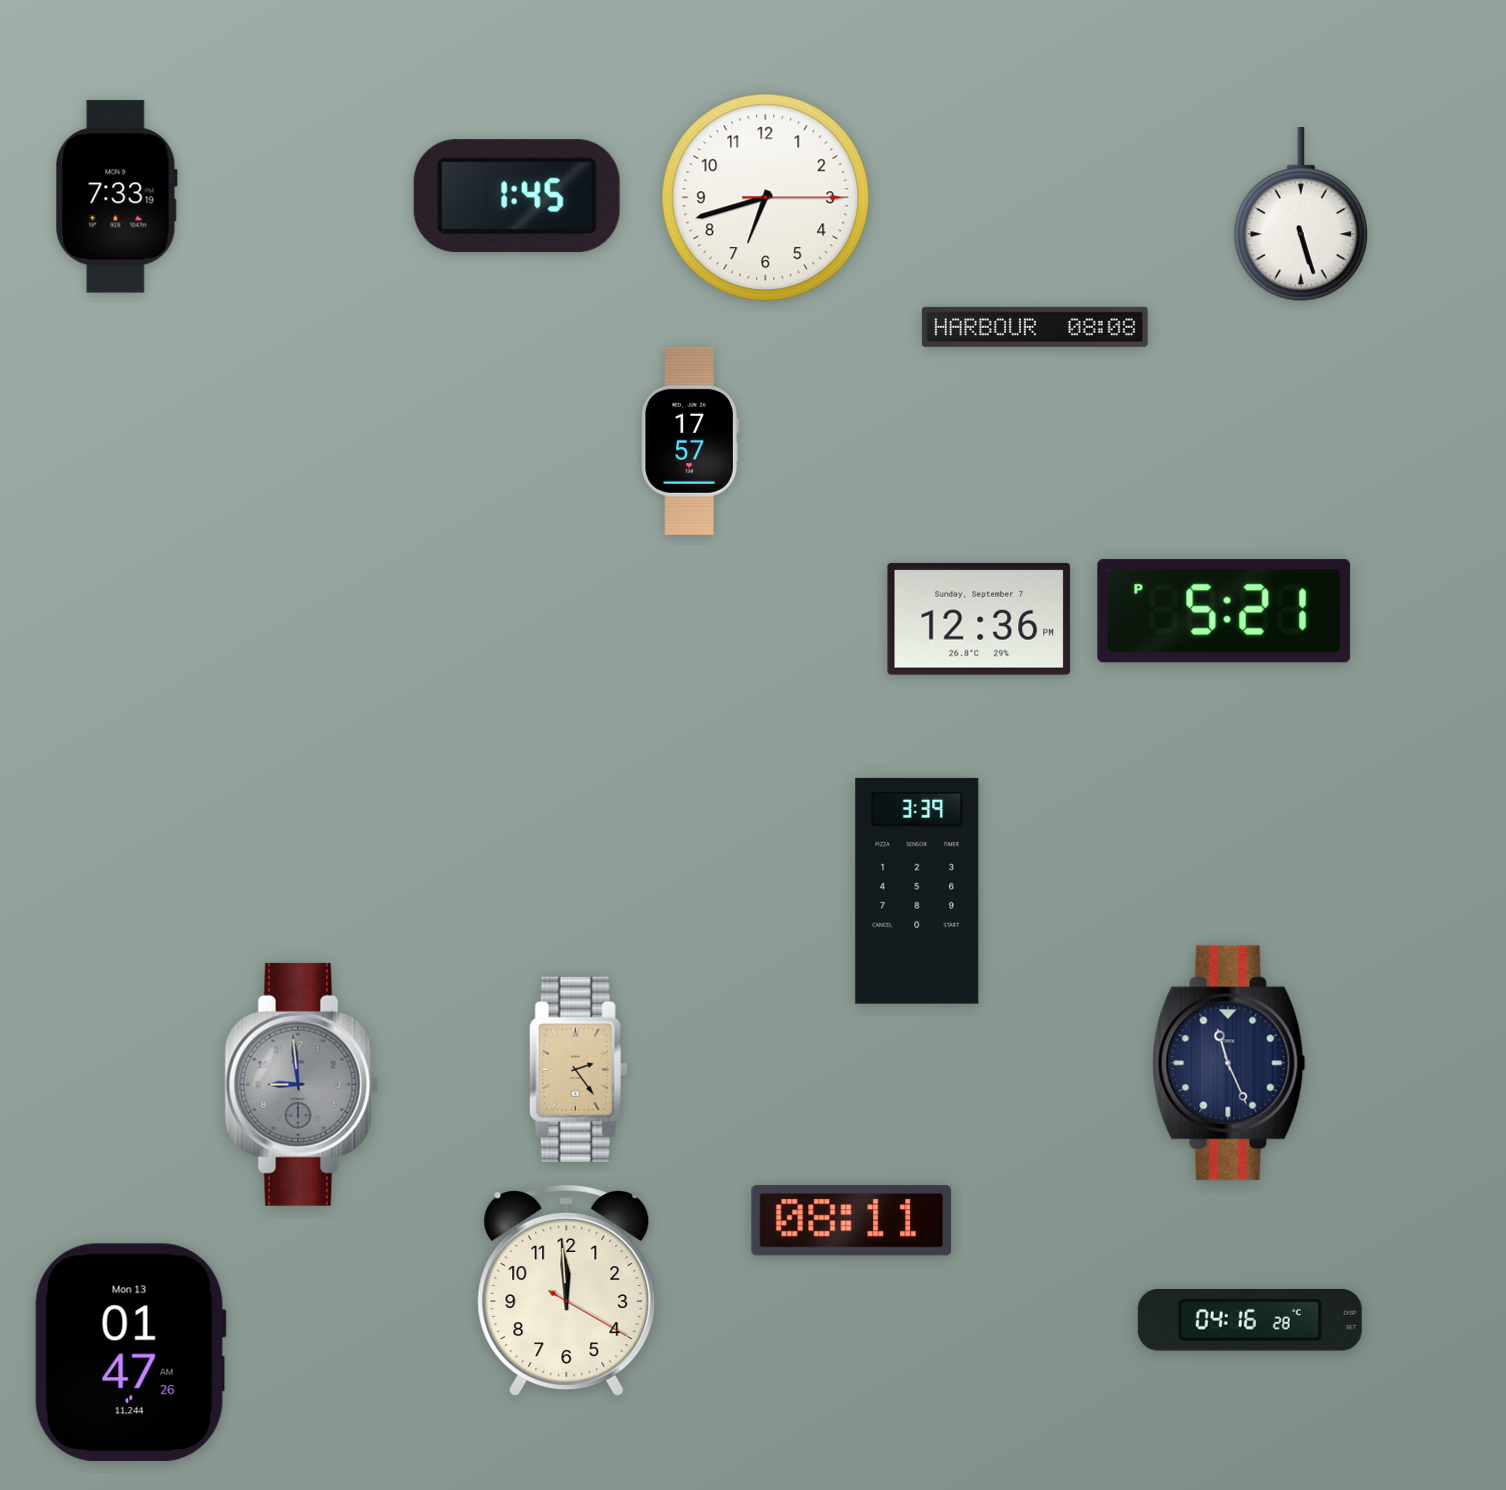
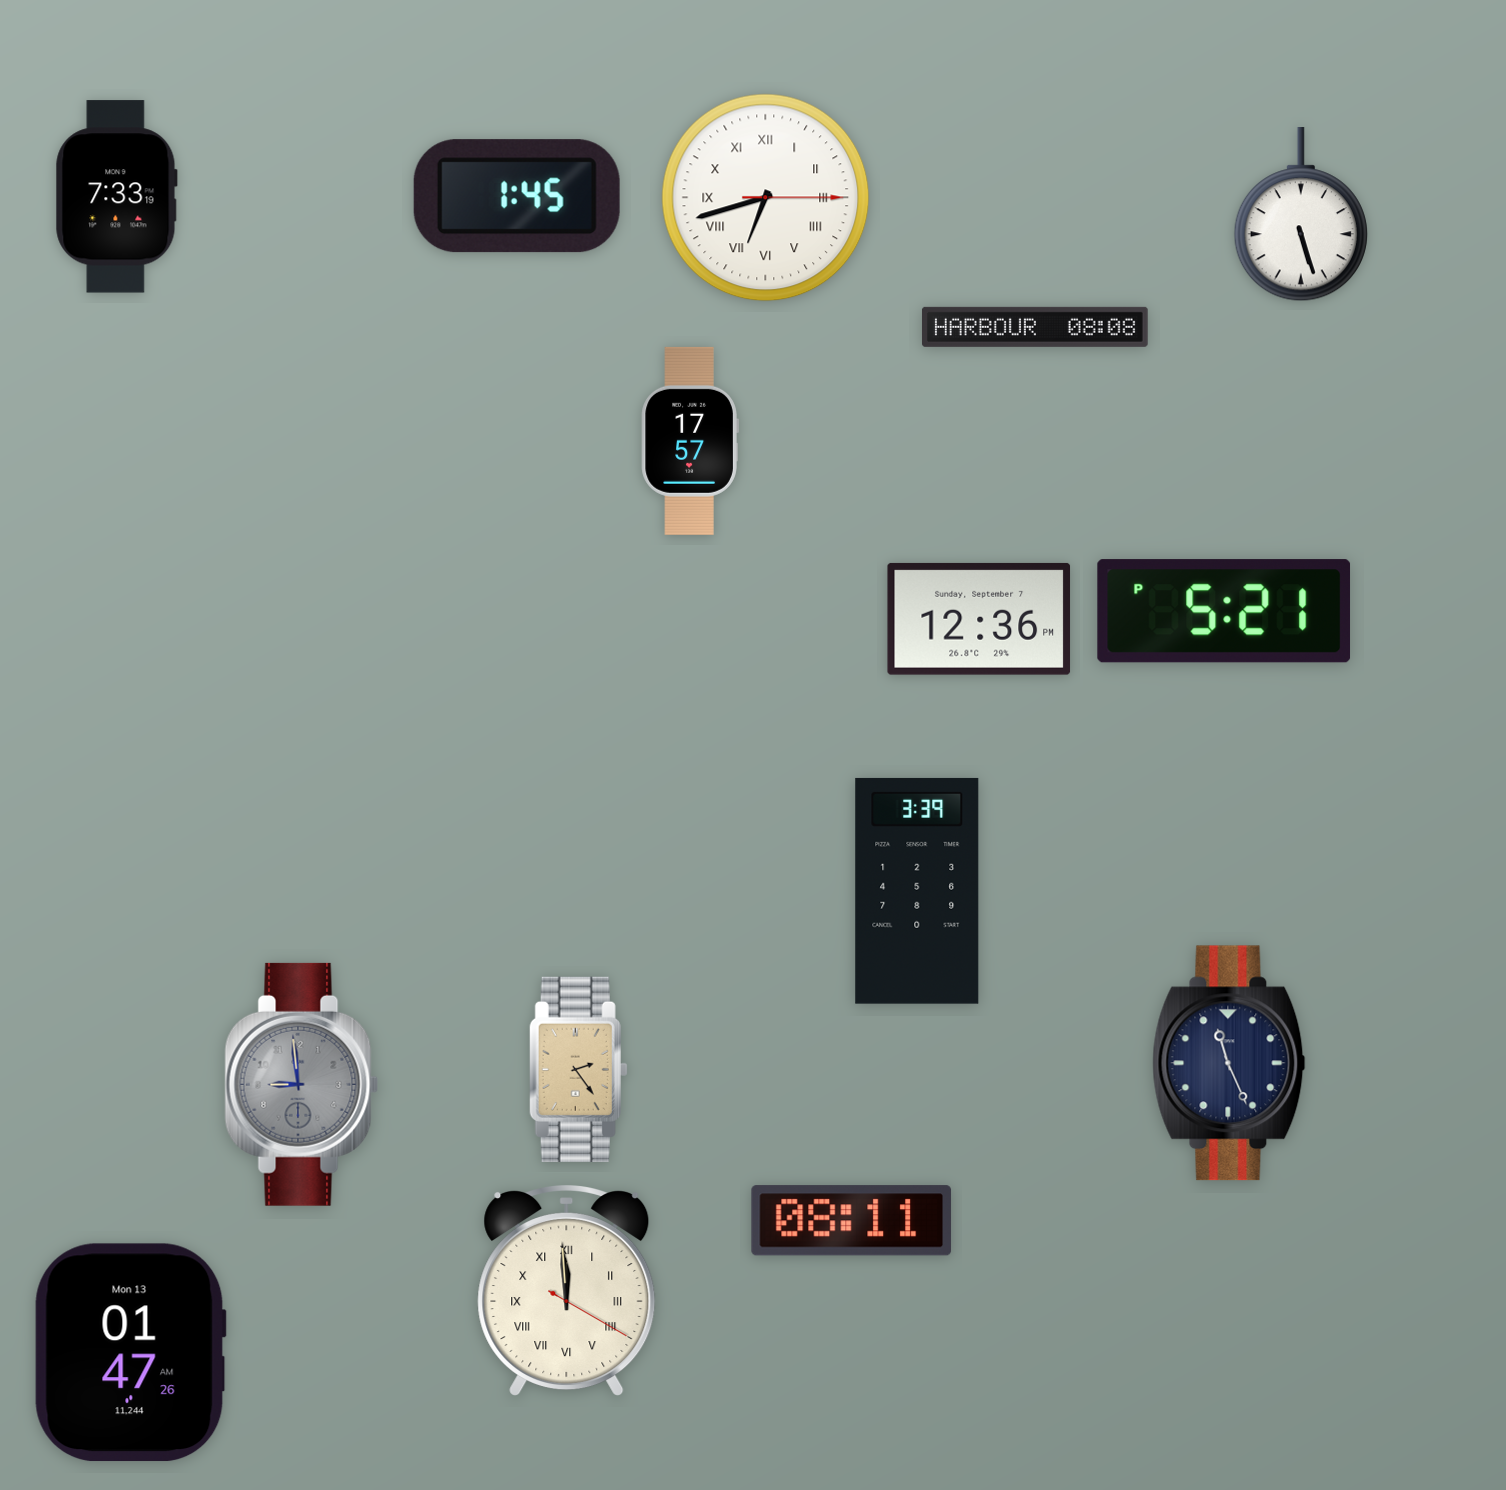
clock at (766, 198) numerals: Arabic -> Roman
clock at (567, 1291) numerals: Arabic -> Roman
clock at (1250, 1320): 04:16 -> none
